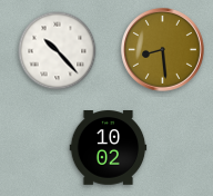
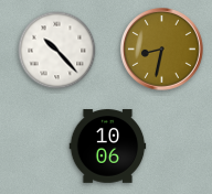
clock at (163, 50): 8:29 -> 8:32
clock at (109, 148): 10:02 -> 10:06
